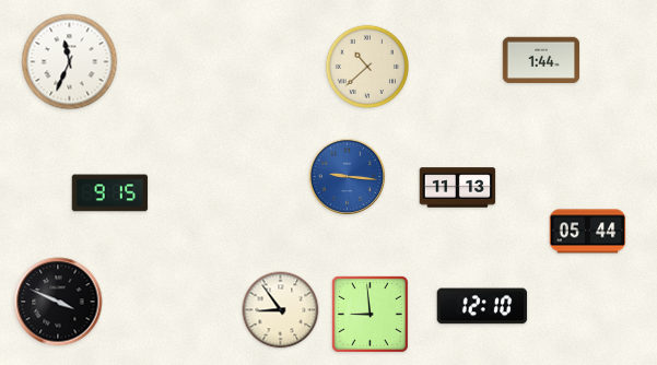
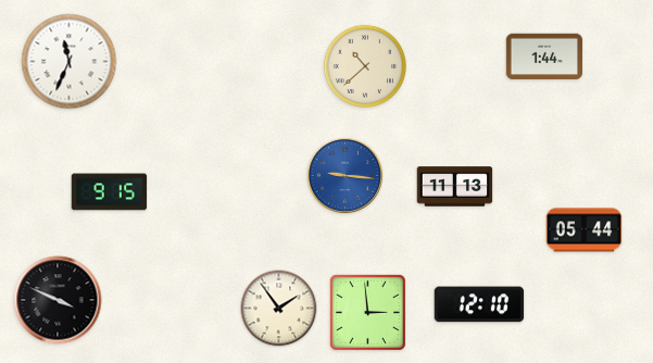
clock at (541, 60) position: (541, 60) -> (544, 57)
clock at (281, 310): 8:54 -> 1:54
clock at (369, 314): 8:59 -> 2:59
